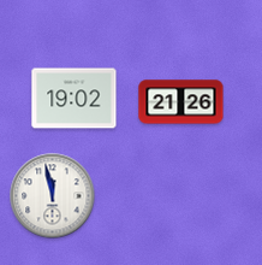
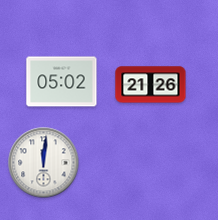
clock at (75, 99): 19:02 -> 05:02
clock at (53, 196): 11:58 -> 12:01
